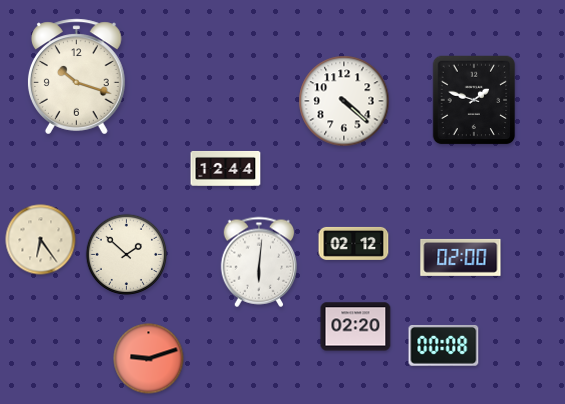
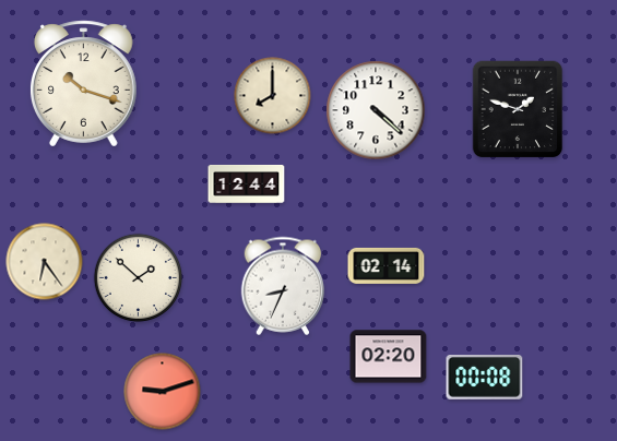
clock at (273, 96): none -> 8:00
clock at (354, 243): 02:12 -> 02:14
clock at (461, 257): 02:00 -> none
clock at (259, 262): 6:01 -> 8:34
